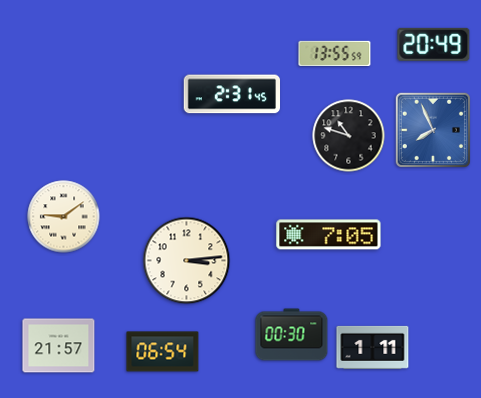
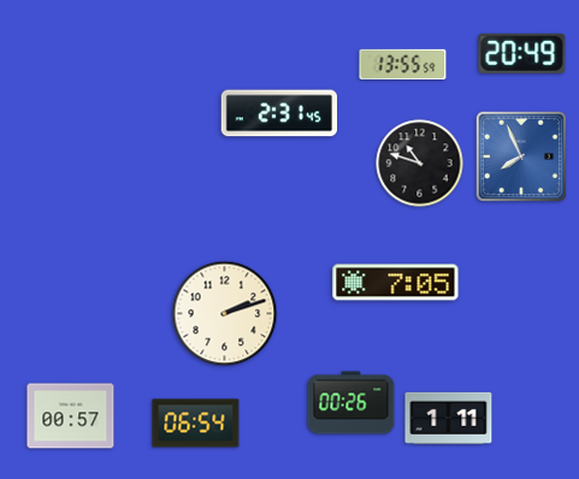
clock at (64, 217): 9:09 -> none
clock at (187, 261): 3:14 -> 2:12
clock at (292, 335): 00:30 -> 00:26
clock at (59, 346): 21:57 -> 00:57
